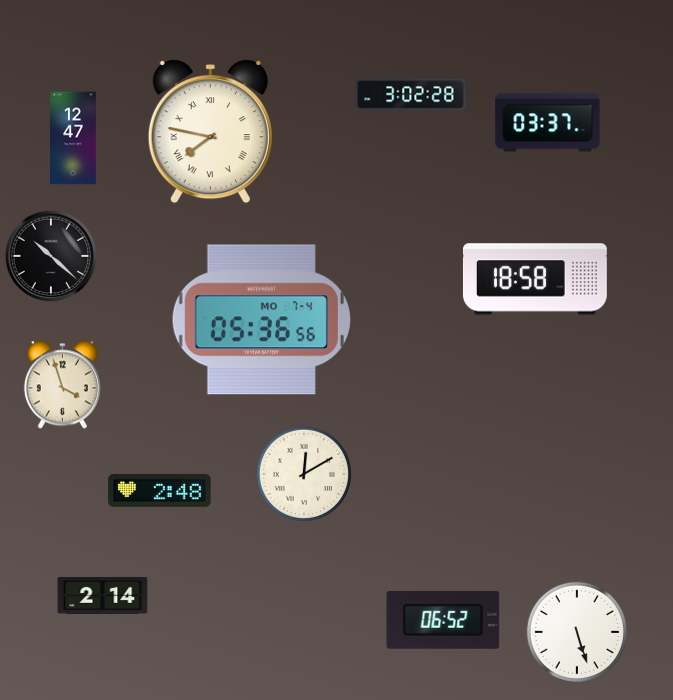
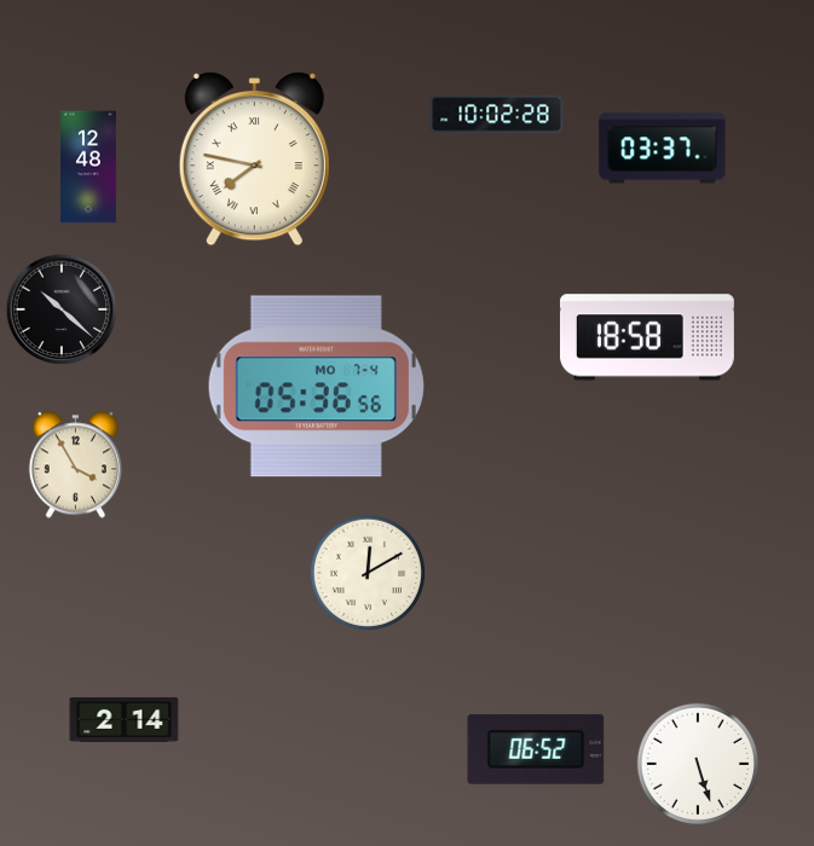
clock at (411, 95): 3:02 -> 10:02
clock at (73, 138): 12:47 -> 12:48
clock at (62, 385): 3:57 -> 3:55
clock at (160, 490): 2:48 -> none
